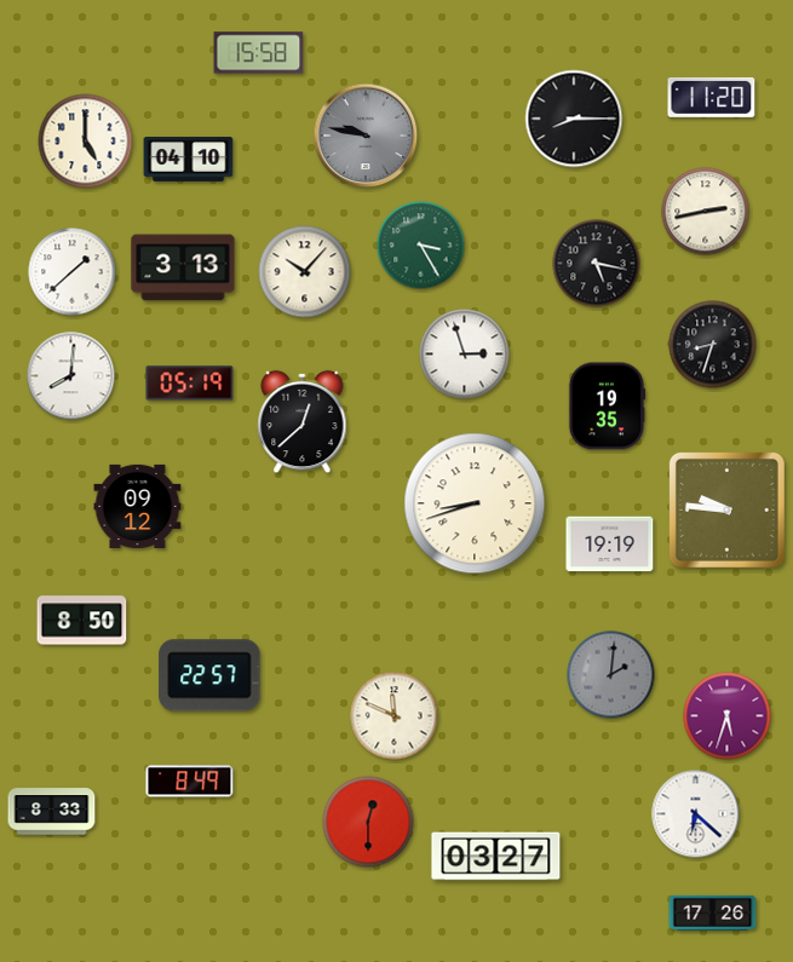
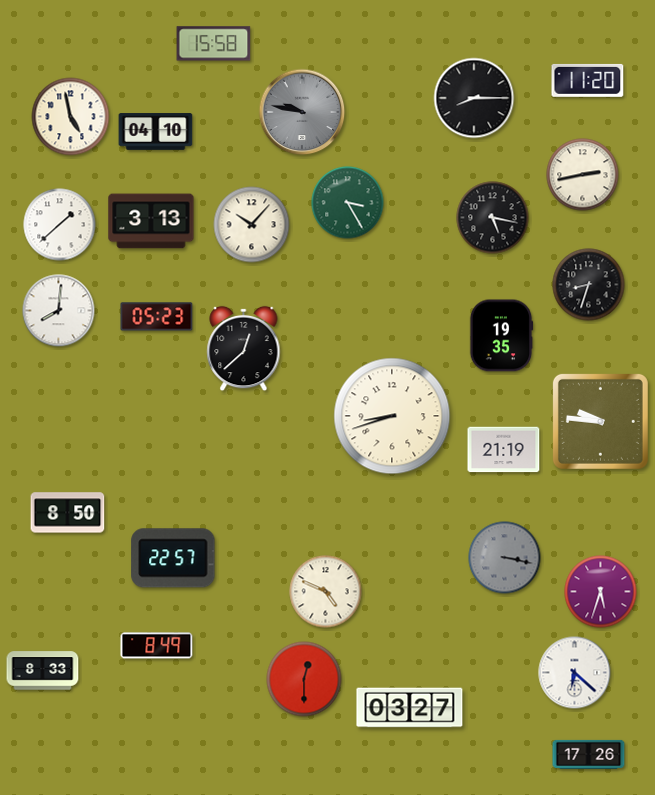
clock at (86, 142): 5:00 -> 4:58
clock at (465, 355): 2:57 -> none
clock at (190, 384): 05:19 -> 05:23
clock at (303, 422) position: (303, 422) -> (244, 349)
clock at (138, 506): 09:12 -> none
clock at (610, 545): 19:19 -> 21:19
clock at (611, 675): 2:01 -> 3:17
clock at (395, 716): 11:49 -> 4:49
